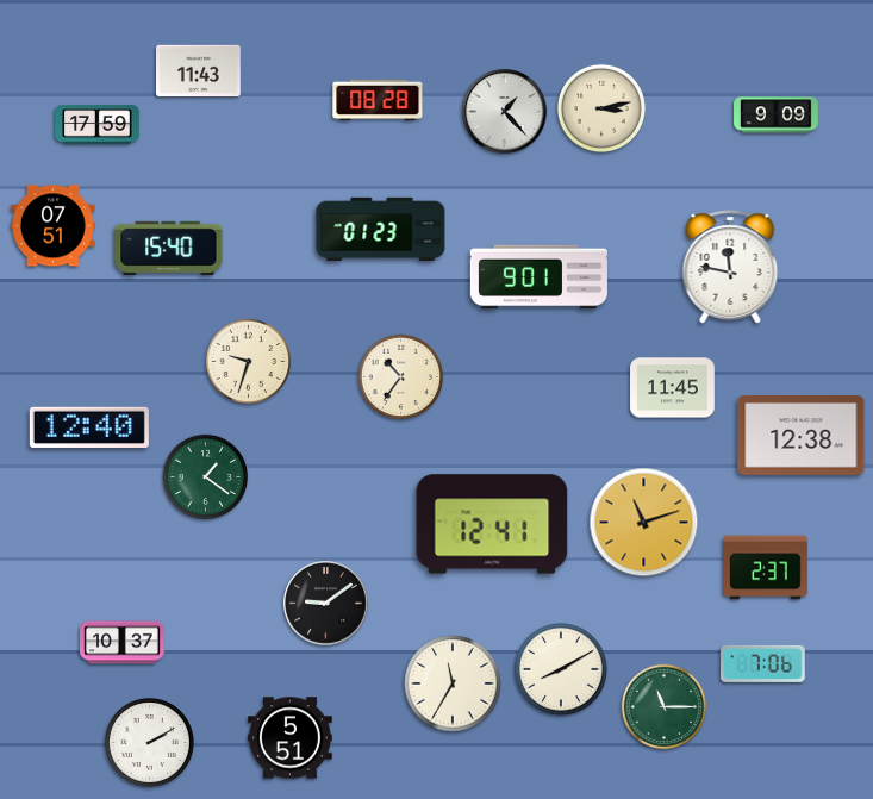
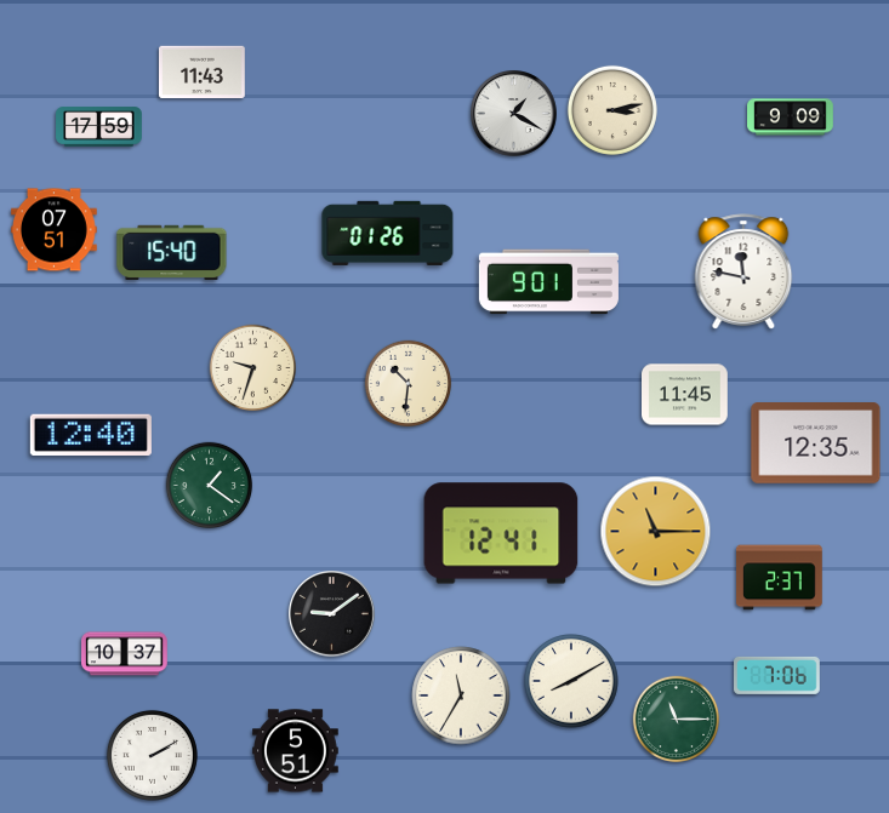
clock at (378, 100): 08:28 -> none
clock at (505, 112): 1:23 -> 1:20
clock at (381, 229): 01:23 -> 01:26
clock at (401, 377): 10:36 -> 10:31
clock at (802, 436): 12:38 -> 12:35
clock at (644, 523): 11:12 -> 11:15
